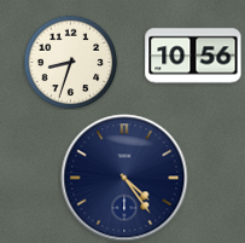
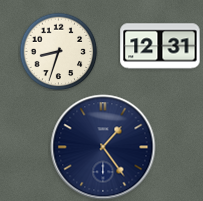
clock at (193, 56): 10:56 -> 12:31
clock at (124, 178): 4:24 -> 1:24
